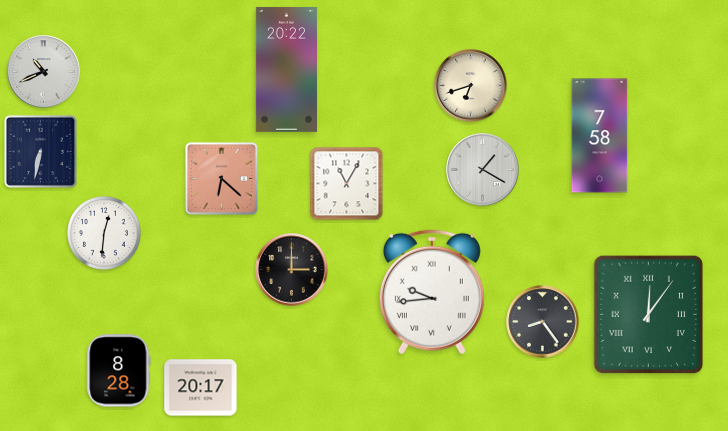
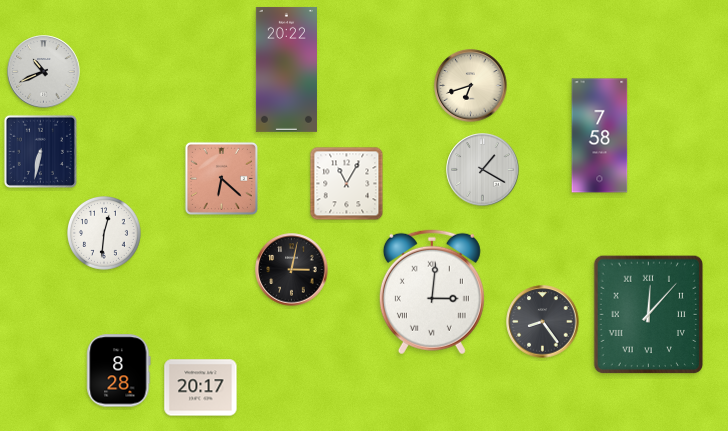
clock at (292, 270): 3:00 -> 3:02
clock at (432, 292): 9:44 -> 3:01
clock at (649, 315): 12:06 -> 12:07
